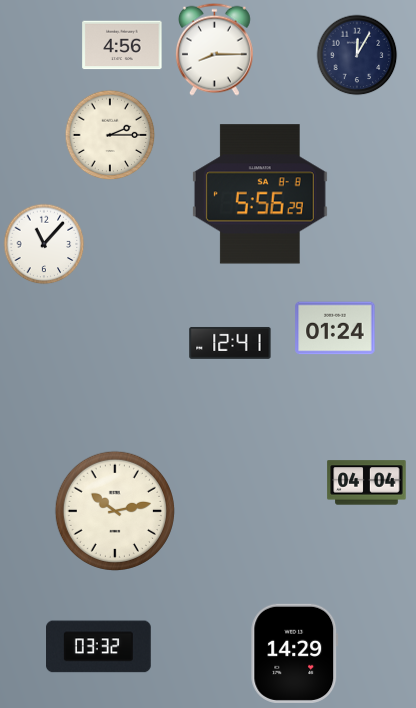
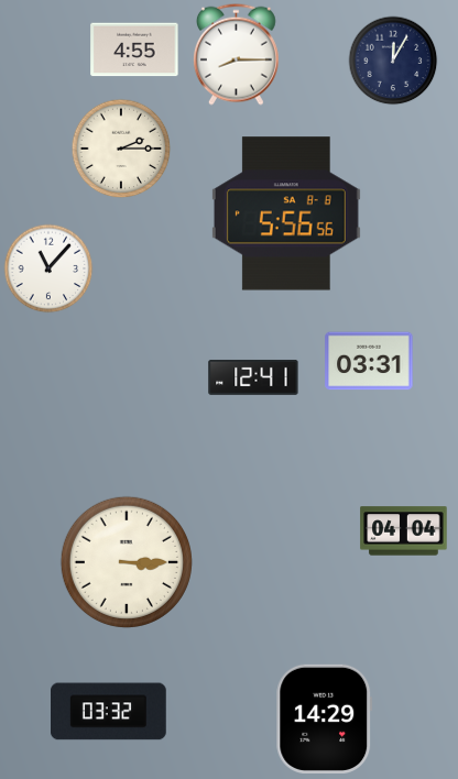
clock at (122, 45): 4:56 -> 4:55
clock at (260, 194): 5:56:29 -> 5:56:56
clock at (335, 328): 01:24 -> 03:31
clock at (115, 511): 10:13 -> 3:15
